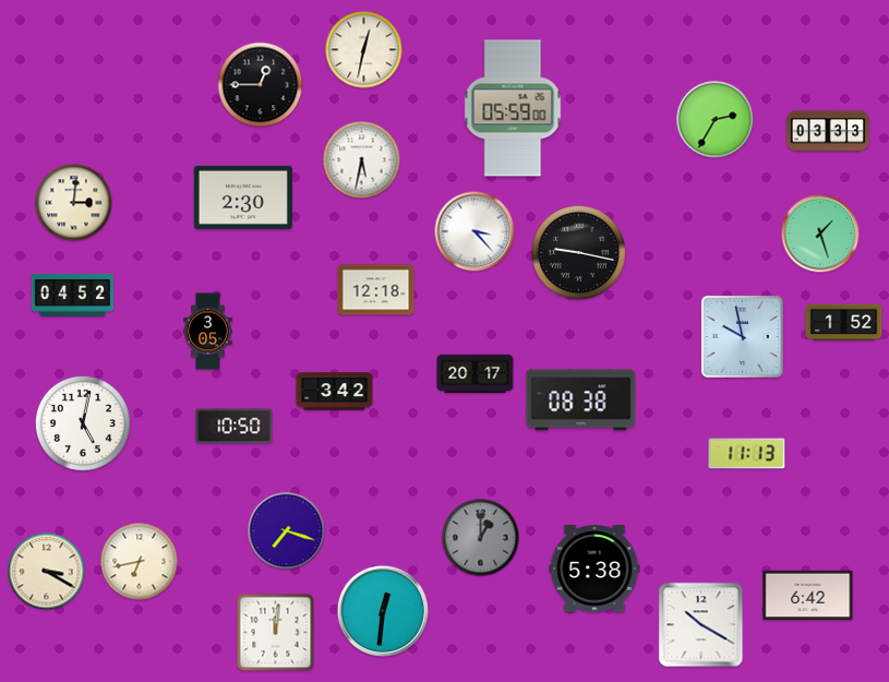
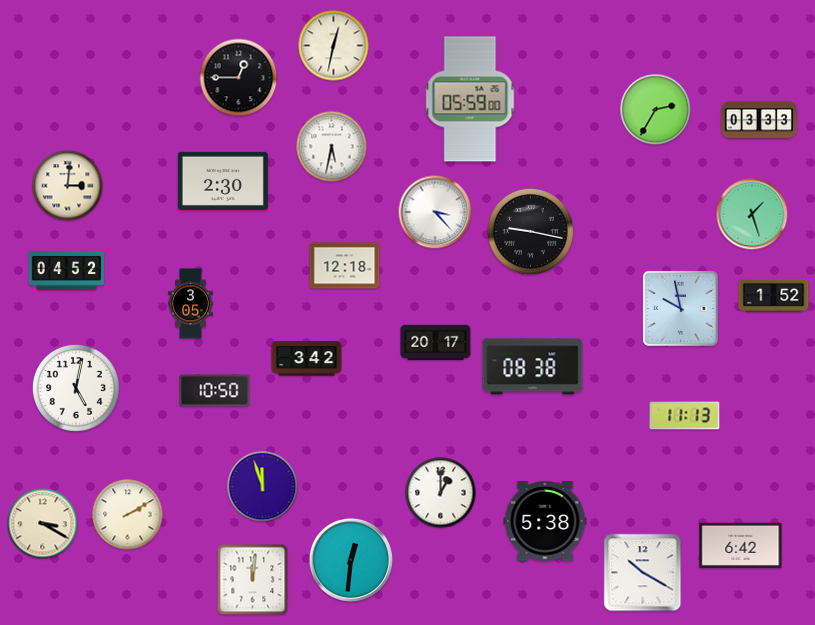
clock at (287, 531): 7:18 -> 11:57
clock at (481, 538) dial: grey -> white
clock at (140, 562): 6:43 -> 2:10
